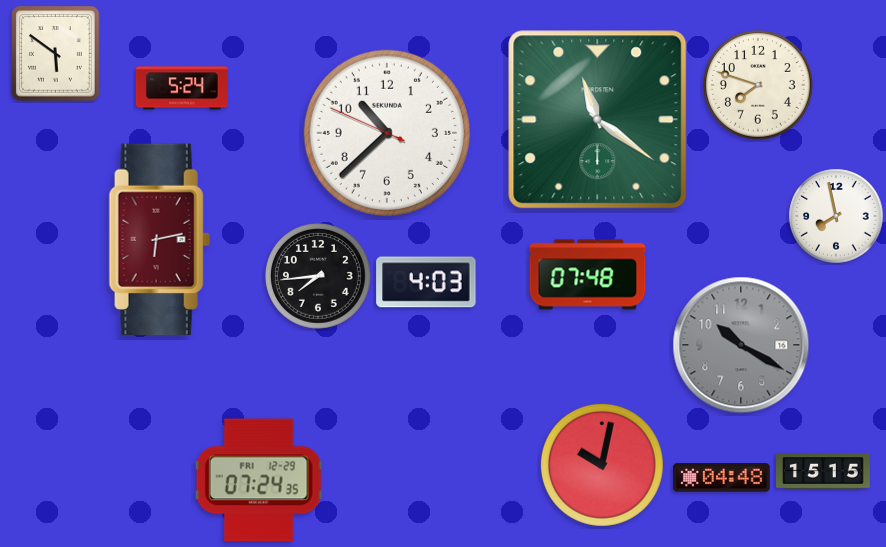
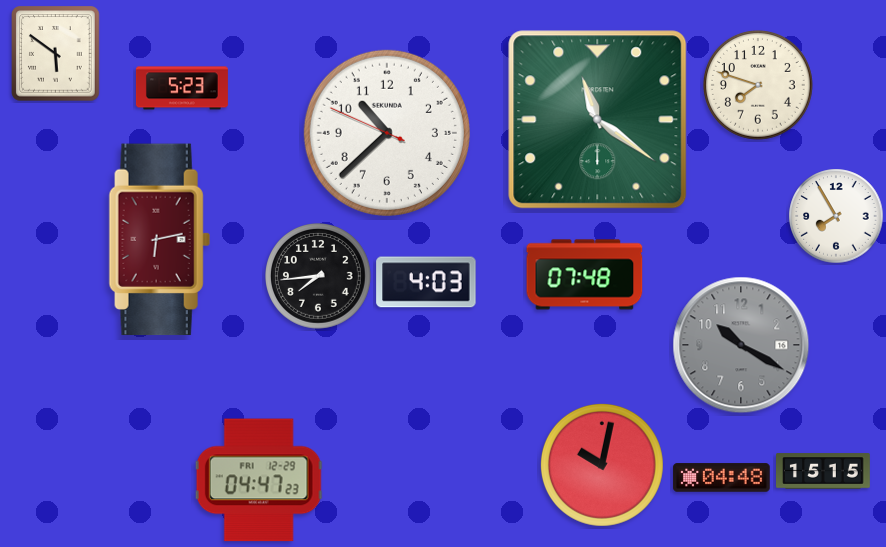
clock at (182, 88): 5:24 -> 5:23
clock at (836, 216): 7:58 -> 7:55
clock at (588, 275) position: (588, 275) -> (585, 275)
clock at (259, 480): 07:24 -> 04:47
